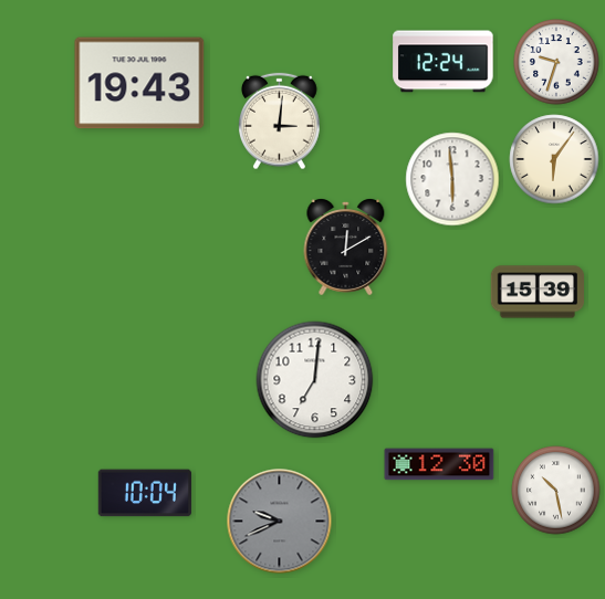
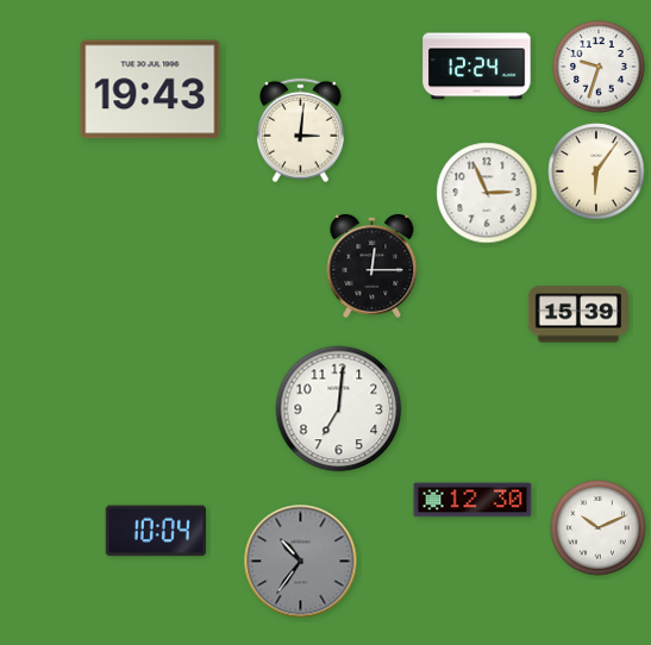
clock at (452, 179): 5:59 -> 2:56
clock at (346, 248): 12:10 -> 12:15
clock at (556, 491): 10:28 -> 10:11
clock at (280, 522): 9:41 -> 10:36
